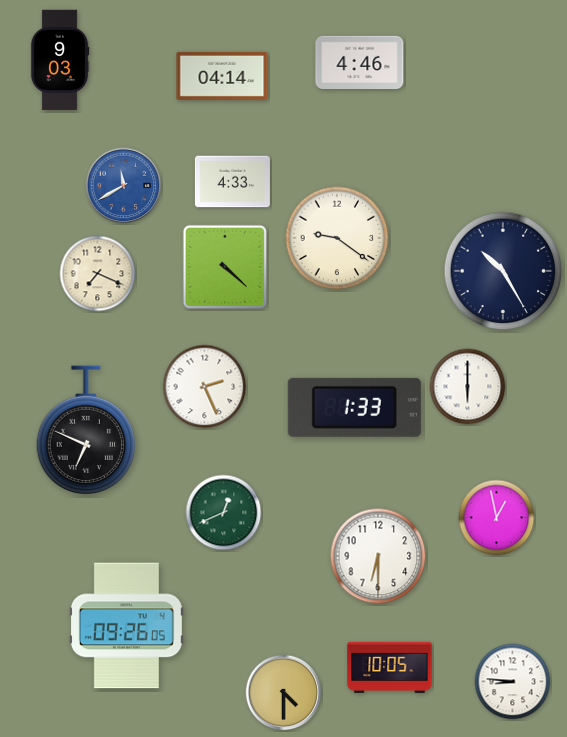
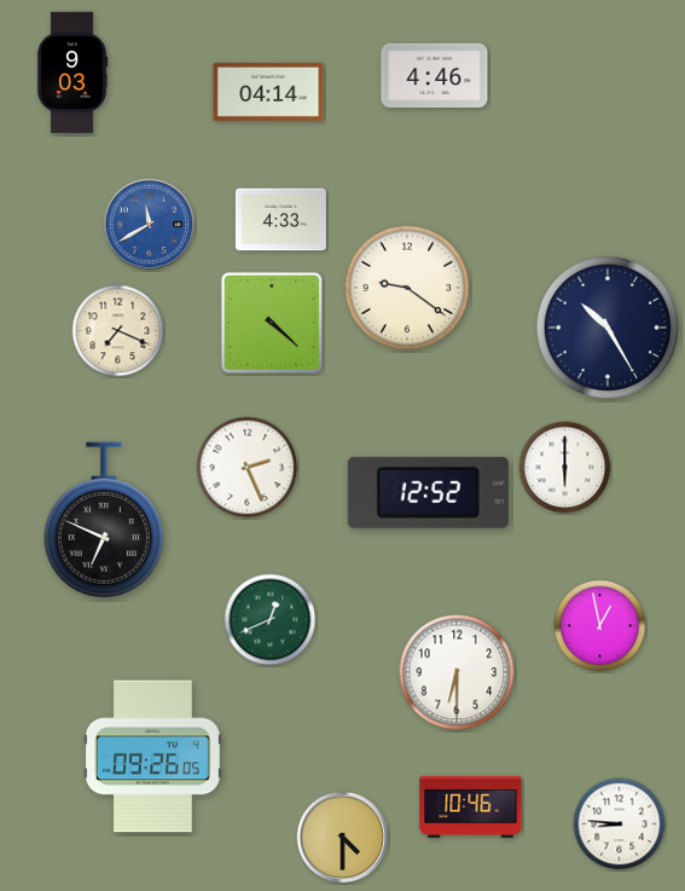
clock at (354, 407): 1:33 -> 12:52
clock at (390, 667): 10:05 -> 10:46
